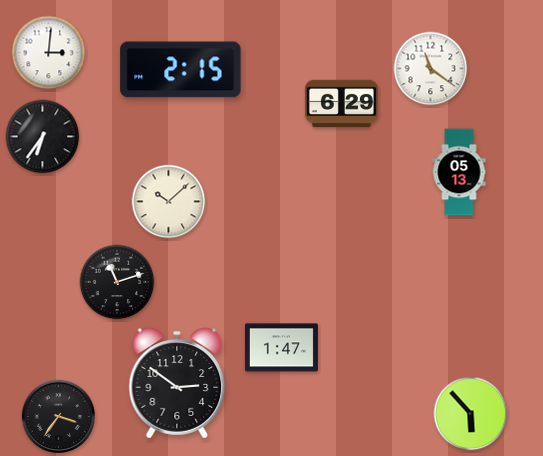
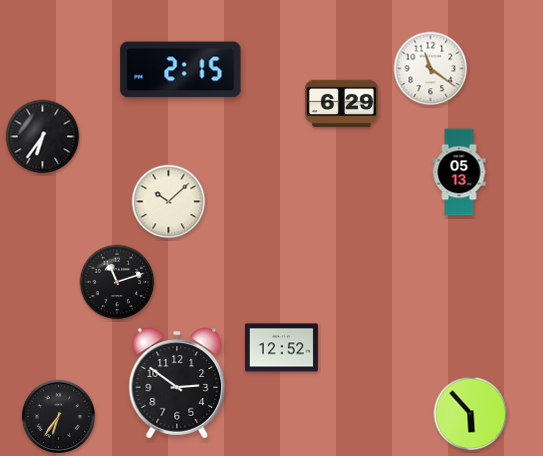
clock at (49, 53): 3:01 -> none
clock at (281, 348): 1:47 -> 12:52
clock at (58, 416): 3:36 -> 6:36
